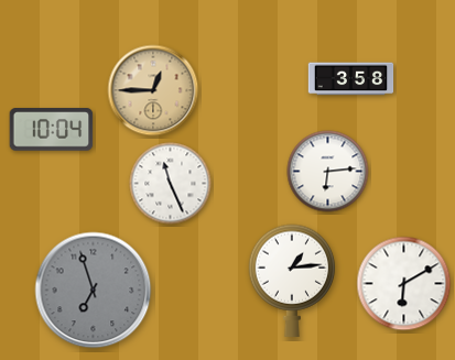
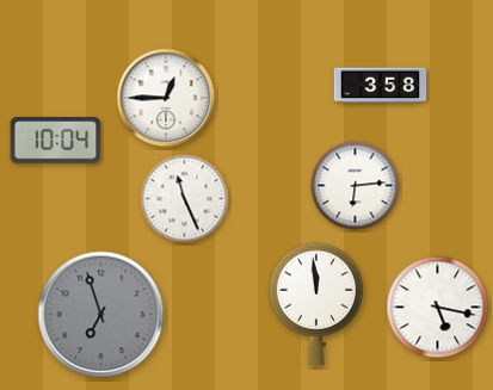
clock at (153, 90) dial: champagne -> white
clock at (292, 281): 1:14 -> 11:59
clock at (404, 284): 6:10 -> 5:17
